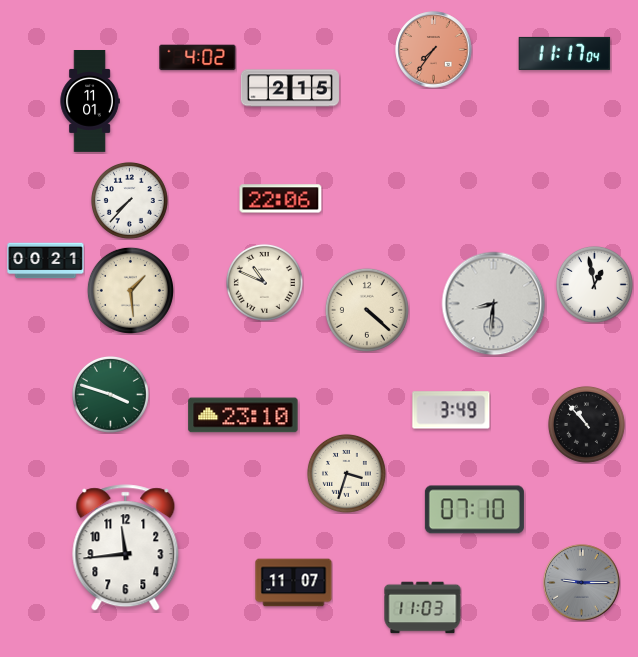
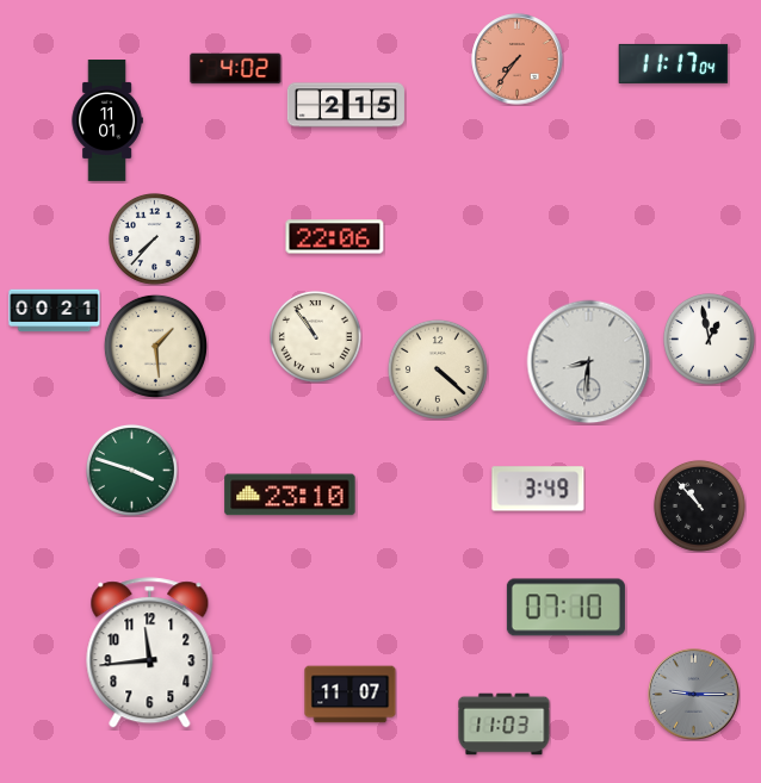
clock at (264, 282): 10:49 -> 10:54
clock at (346, 473): 3:33 -> none
